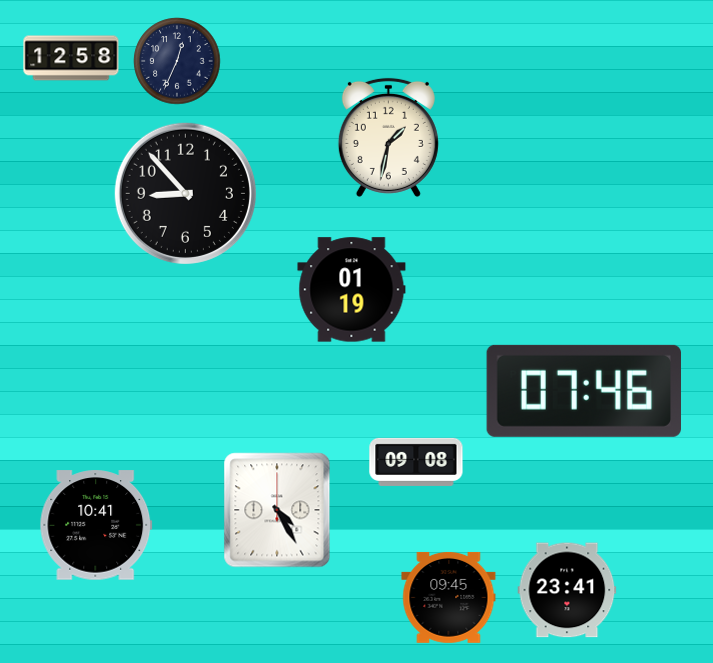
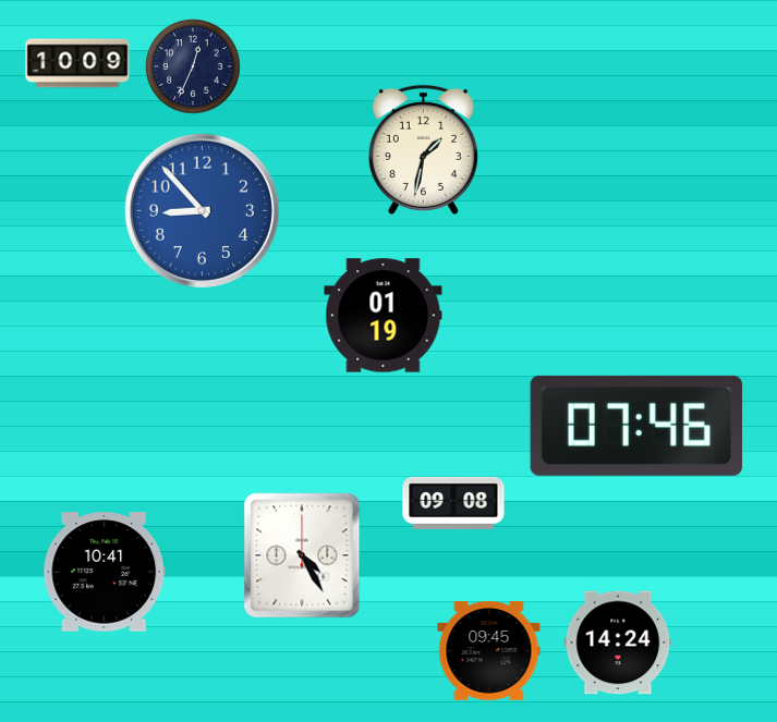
clock at (71, 58): 12:58 -> 10:09
clock at (185, 193) dial: black -> blue
clock at (567, 590): 23:41 -> 14:24
